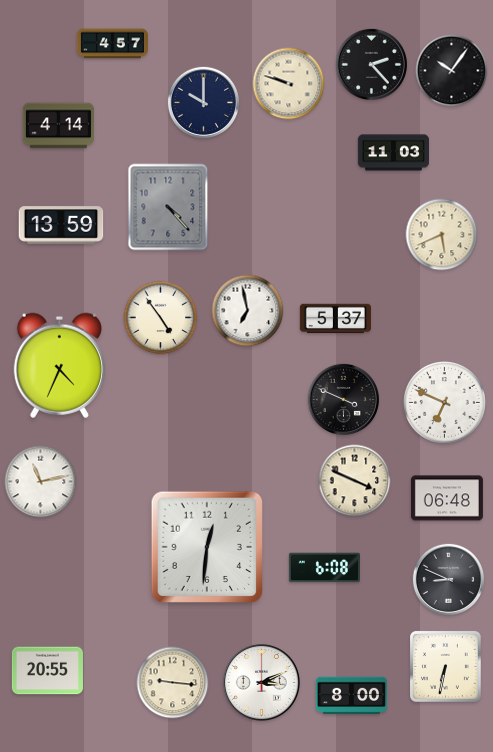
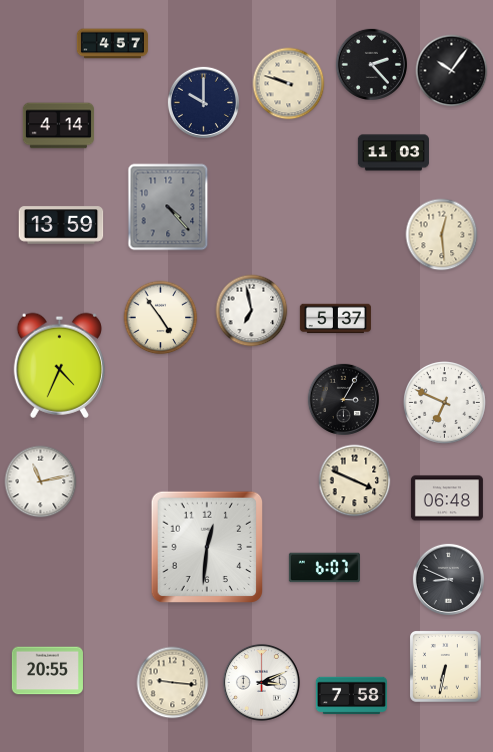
clock at (442, 235): 5:41 -> 12:29
clock at (248, 311) position: (248, 311) -> (252, 311)
clock at (343, 399): 3:49 -> 3:05
clock at (324, 568): 6:08 -> 6:07
clock at (351, 696): 8:00 -> 7:58
